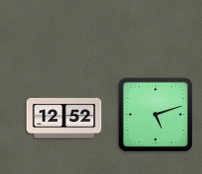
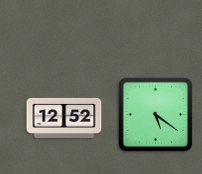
clock at (156, 115): 5:12 -> 5:21
